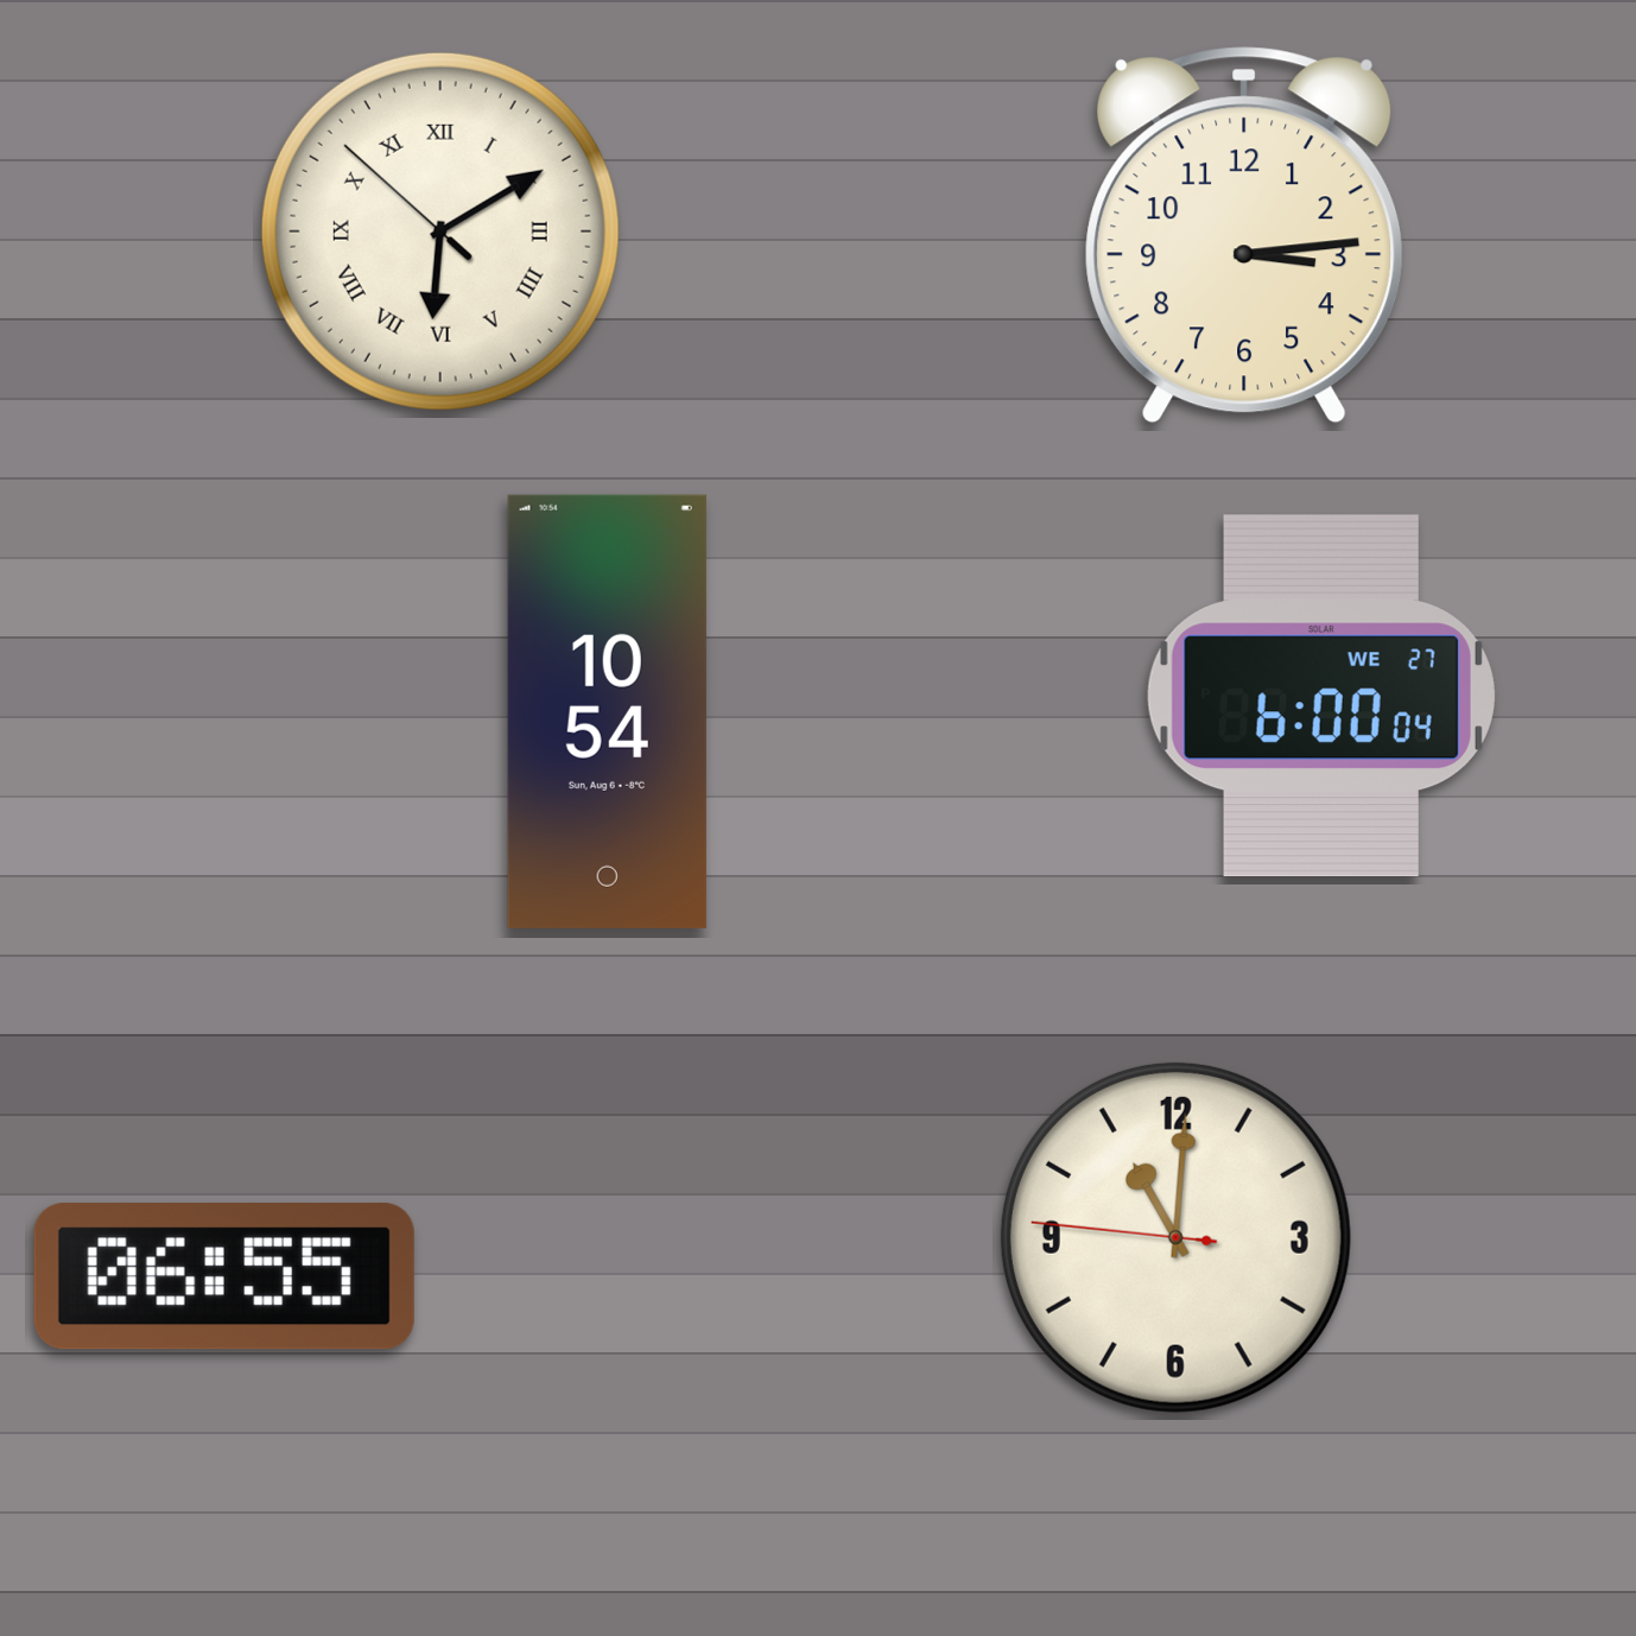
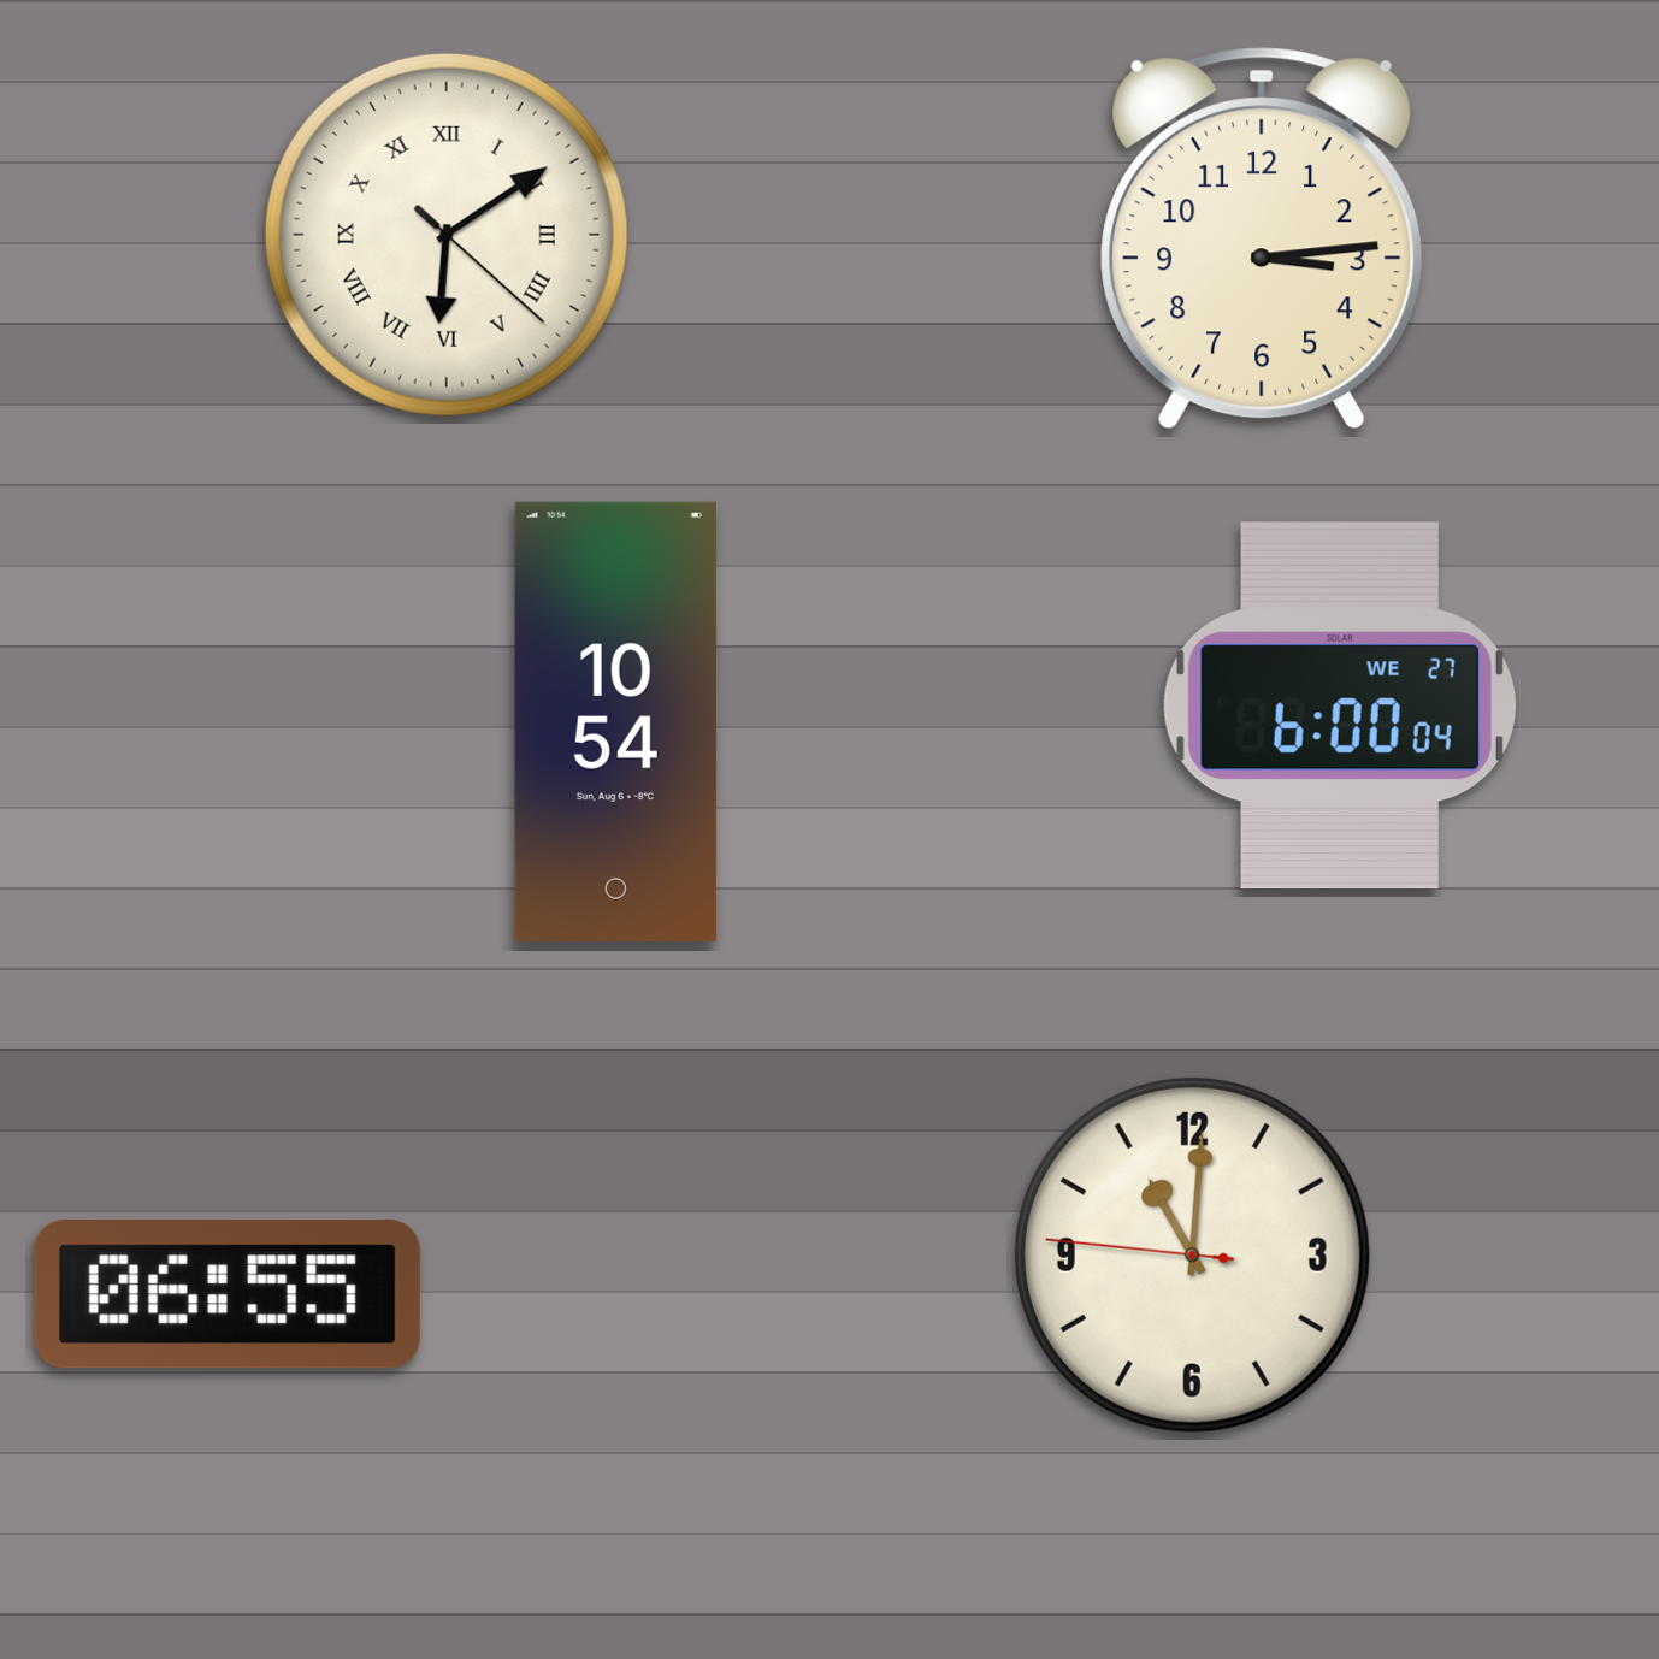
clock at (440, 232): 6:09:52 -> 6:09:22
